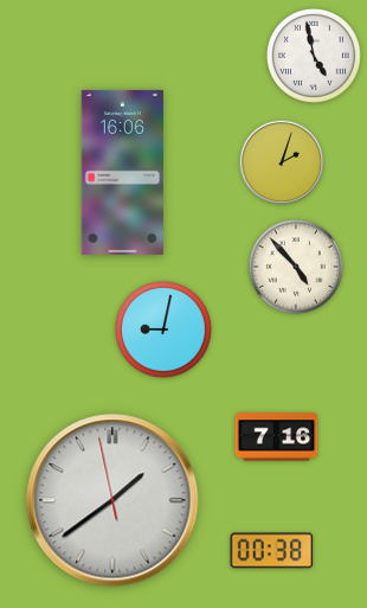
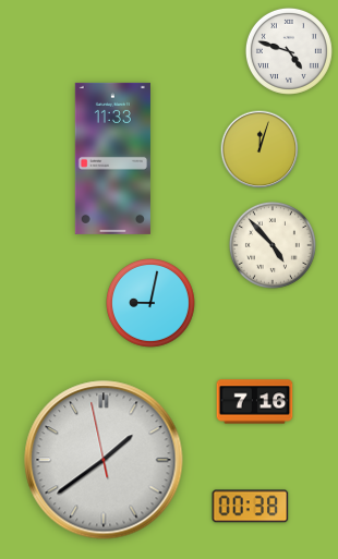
clock at (314, 56): 4:58 -> 4:48
clock at (282, 162): 2:03 -> 12:03
clock at (122, 172): 16:06 -> 11:33
